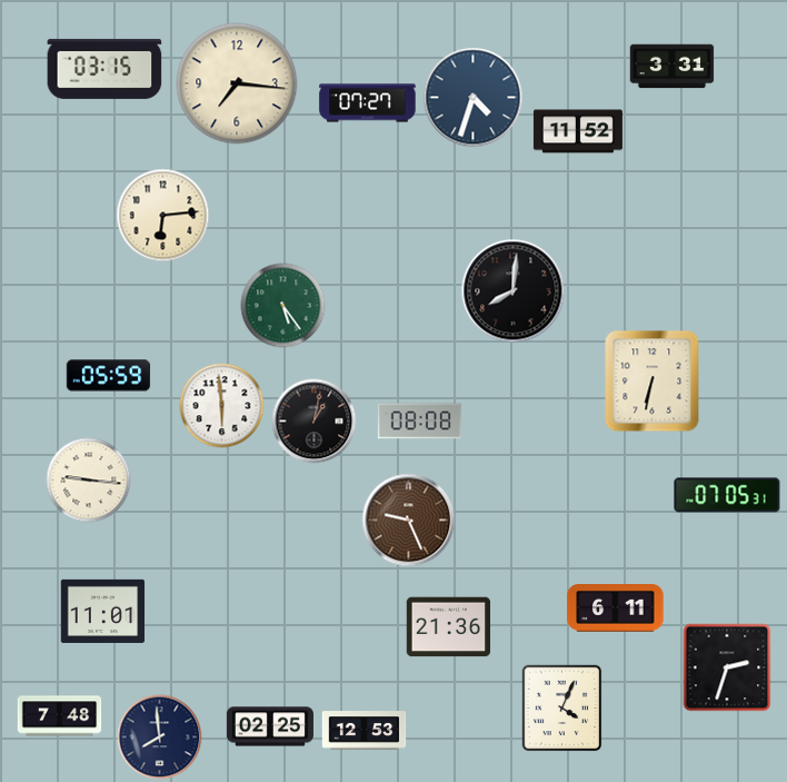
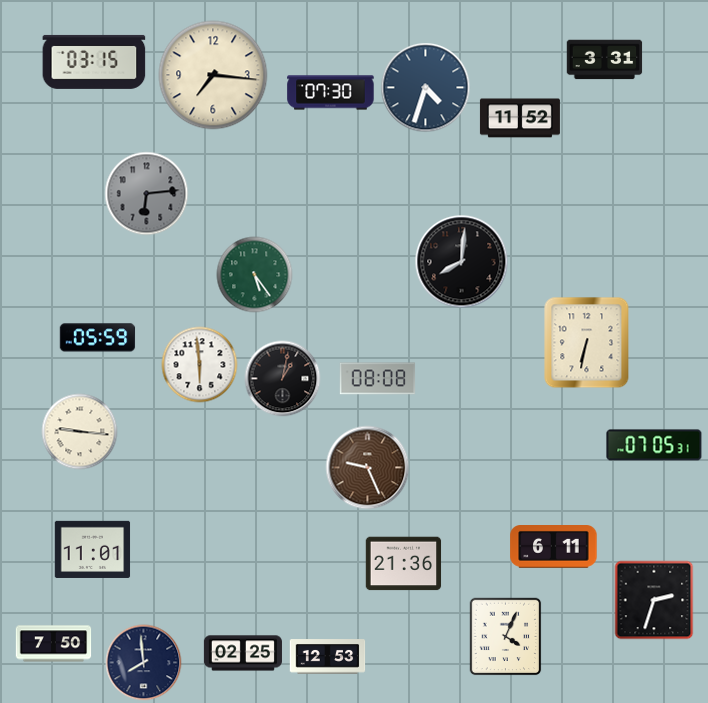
clock at (368, 103): 07:27 -> 07:30
clock at (163, 216) dial: cream -> grey
clock at (60, 716): 7:48 -> 7:50
